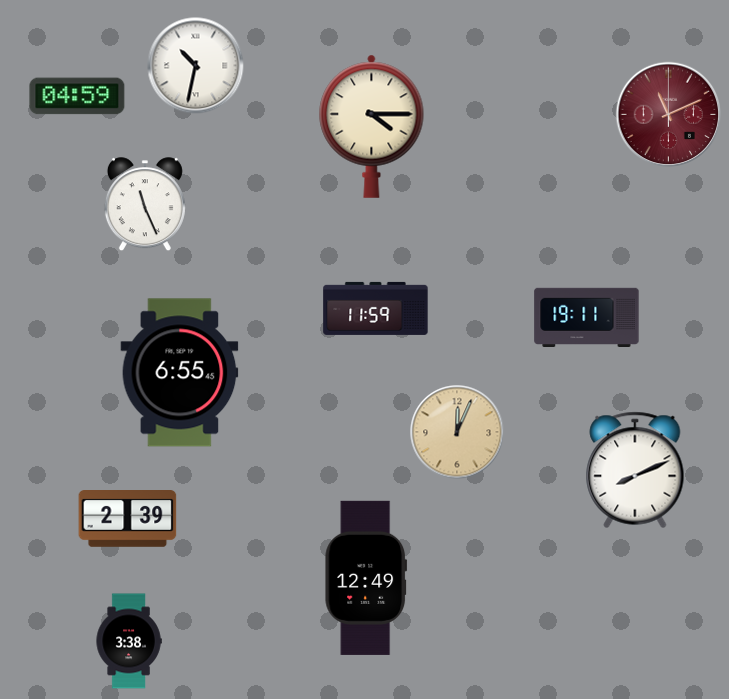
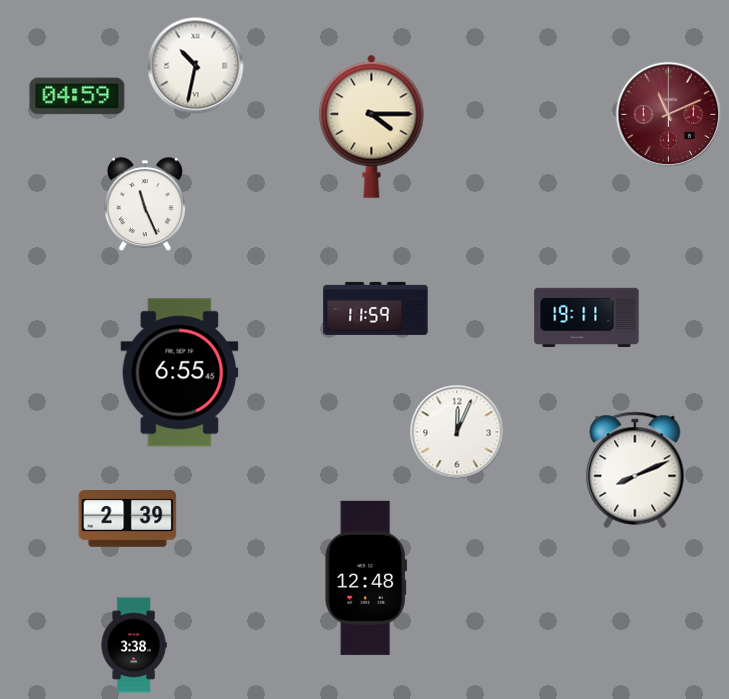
clock at (457, 432) dial: champagne -> white
clock at (366, 578): 12:49 -> 12:48
clock at (129, 641) position: (129, 641) -> (134, 645)
